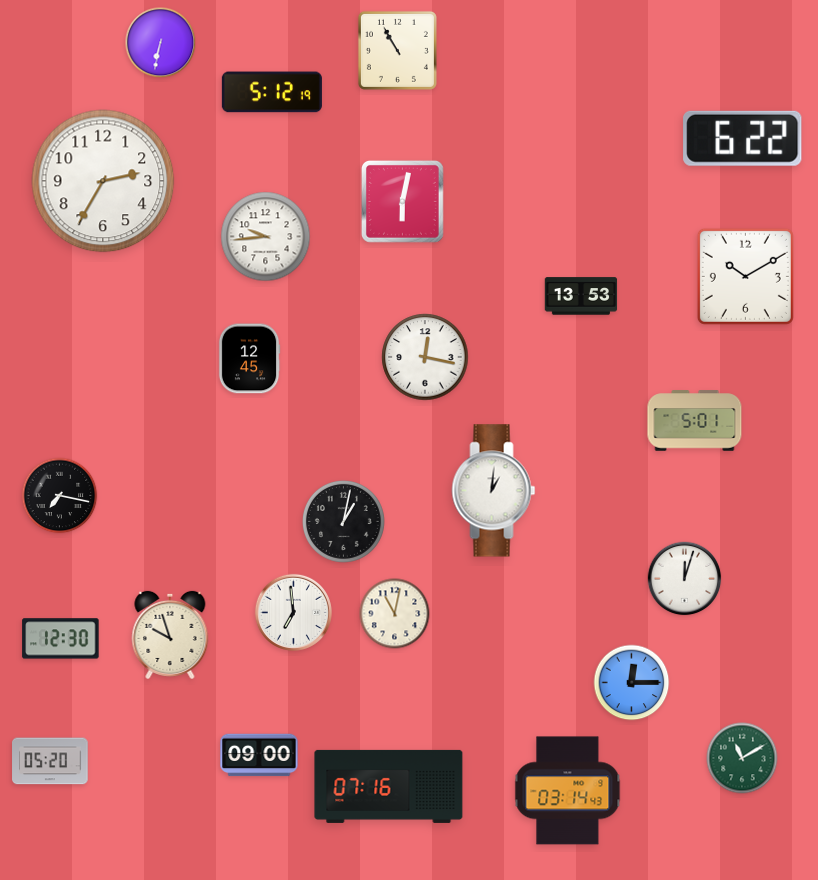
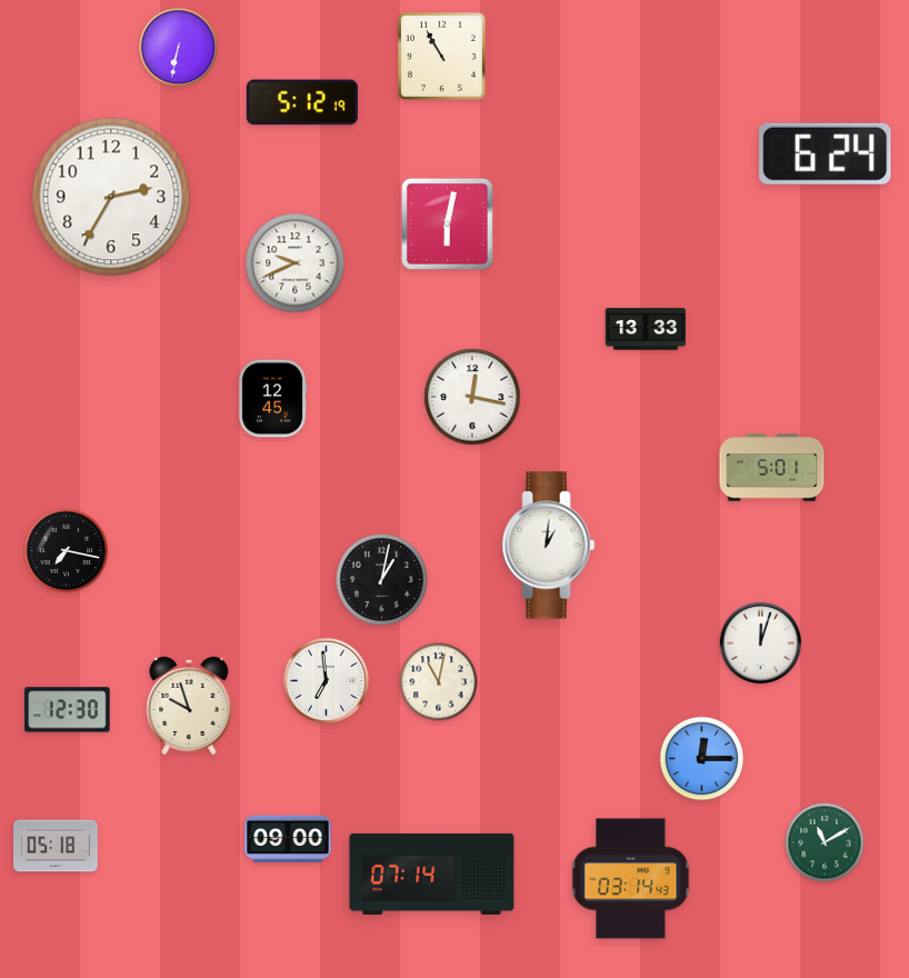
clock at (743, 138): 6:22 -> 6:24
clock at (103, 181) position: (103, 181) -> (111, 197)
clock at (266, 237): 9:44 -> 9:41
clock at (745, 276): 10:10 -> none
clock at (581, 296): 13:53 -> 13:33
clock at (249, 359) position: (249, 359) -> (272, 399)
clock at (50, 761): 05:20 -> 05:18
clock at (389, 786): 07:16 -> 07:14
